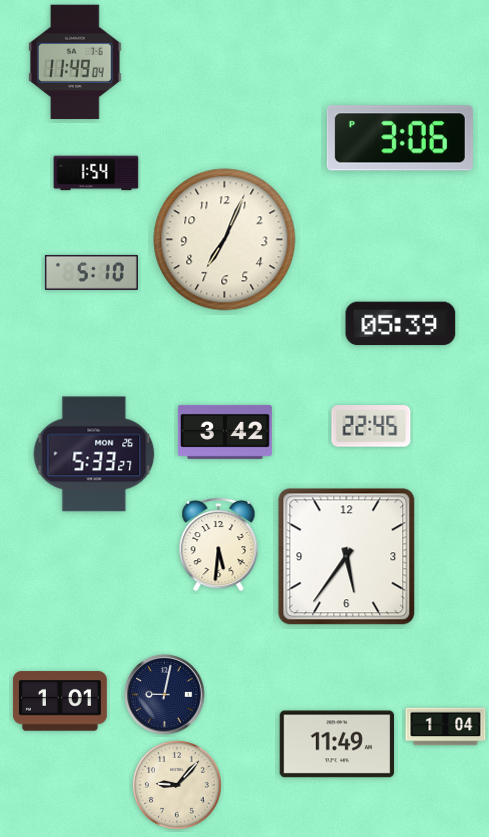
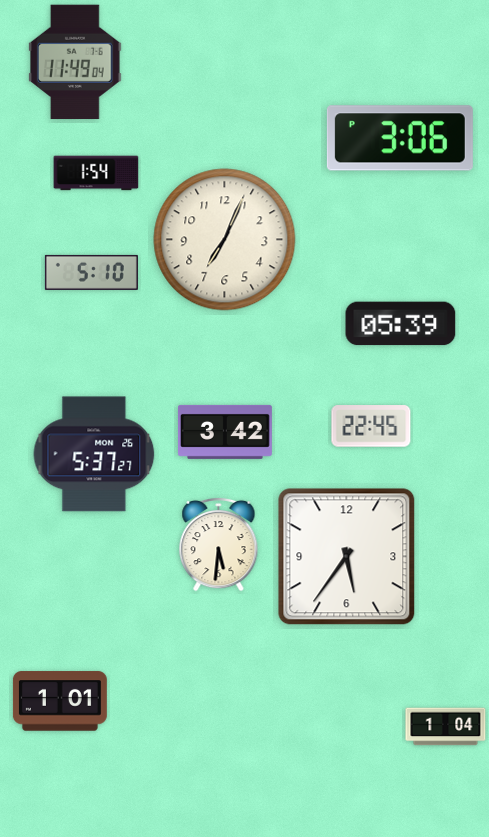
clock at (94, 454): 5:33 -> 5:37
clock at (165, 695): 9:02 -> none
clock at (337, 744): 11:49 -> none
clock at (178, 786): 9:07 -> none
